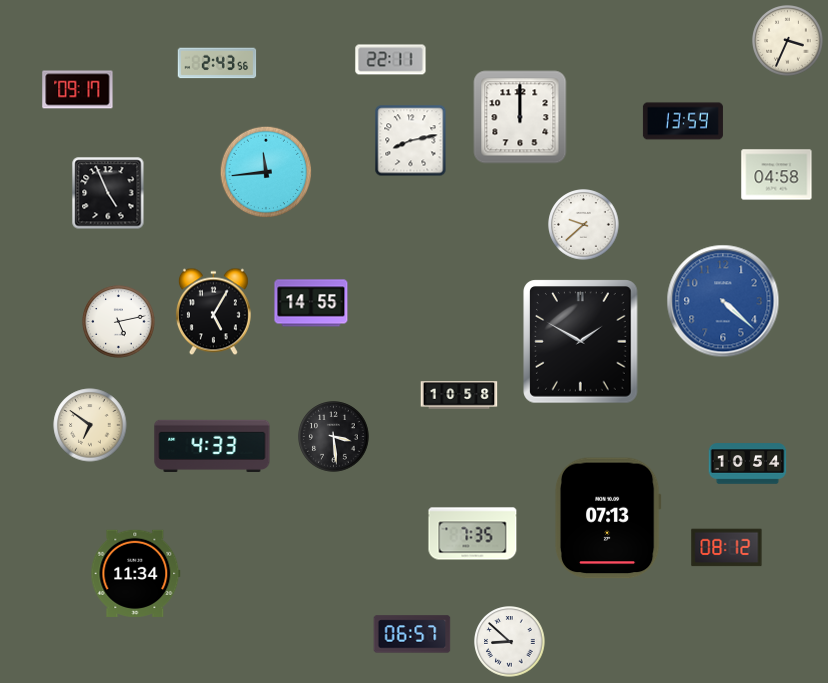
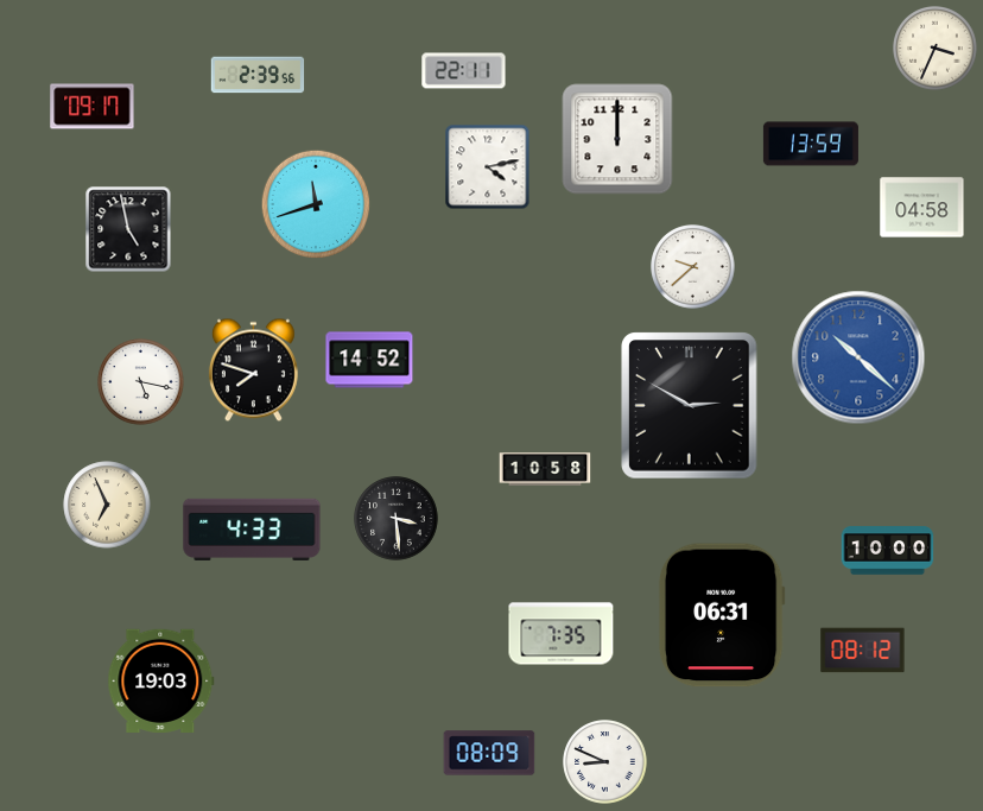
clock at (217, 63): 2:43 -> 2:39
clock at (411, 141): 8:13 -> 4:13
clock at (266, 172): 11:44 -> 11:42
clock at (108, 193): 4:56 -> 4:58
clock at (723, 301): 4:22 -> 10:22
clock at (311, 303): 14:55 -> 14:52
clock at (213, 312): 5:05 -> 7:48
clock at (119, 322): 5:13 -> 5:17
clock at (581, 342): 1:50 -> 2:50
clock at (90, 425): 6:51 -> 6:56
clock at (748, 464): 10:54 -> 10:00
clock at (608, 518): 07:13 -> 06:31
clock at (136, 573): 11:34 -> 19:03
clock at (412, 634): 06:57 -> 08:09
clock at (510, 642): 8:52 -> 8:49
